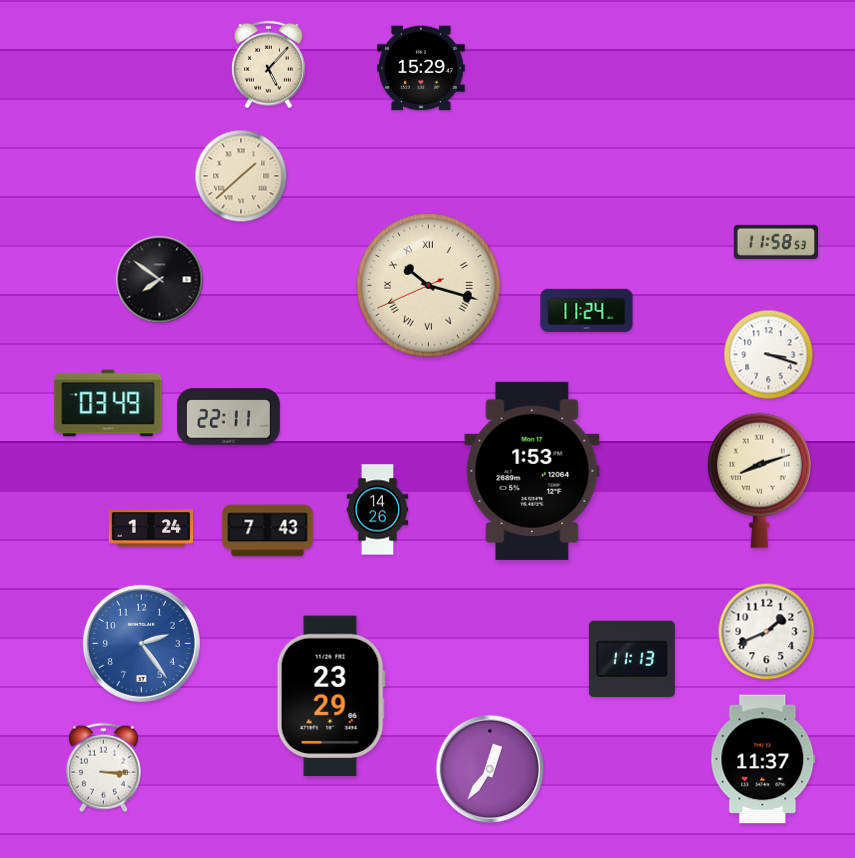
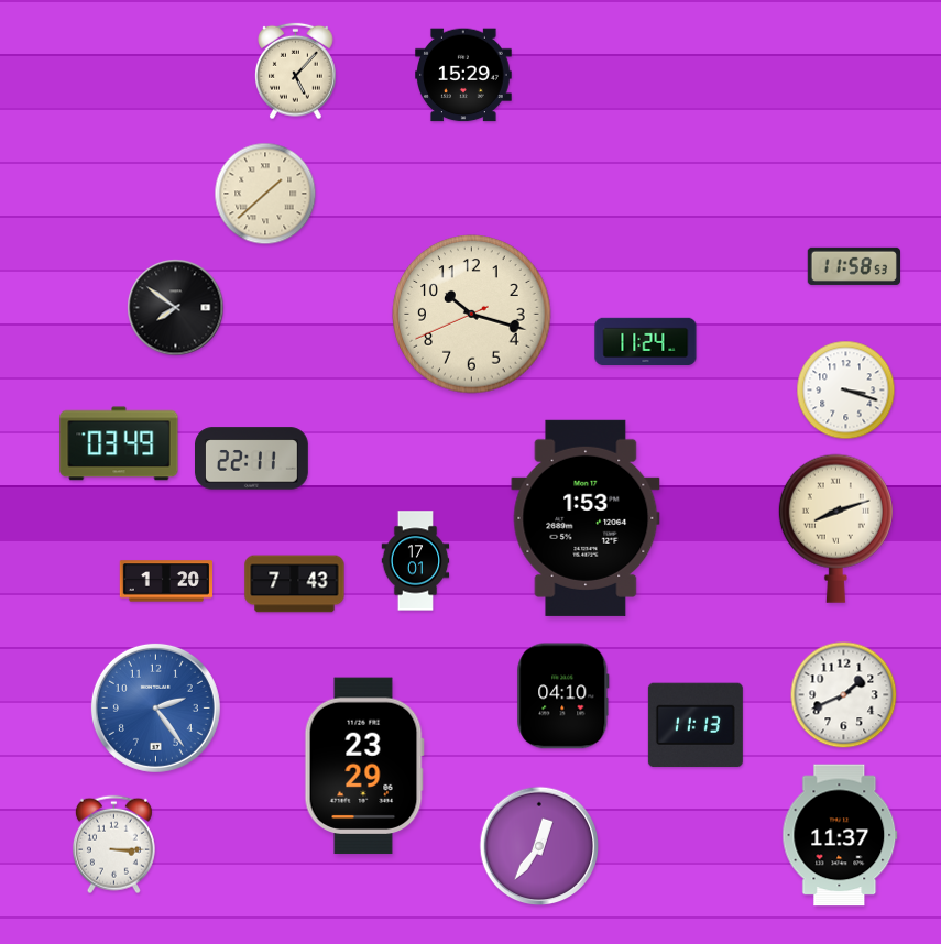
clock at (429, 286) numerals: Roman -> Arabic
clock at (378, 510): 14:26 -> 17:01
clock at (151, 528): 1:24 -> 1:20
clock at (563, 696): none -> 04:10
